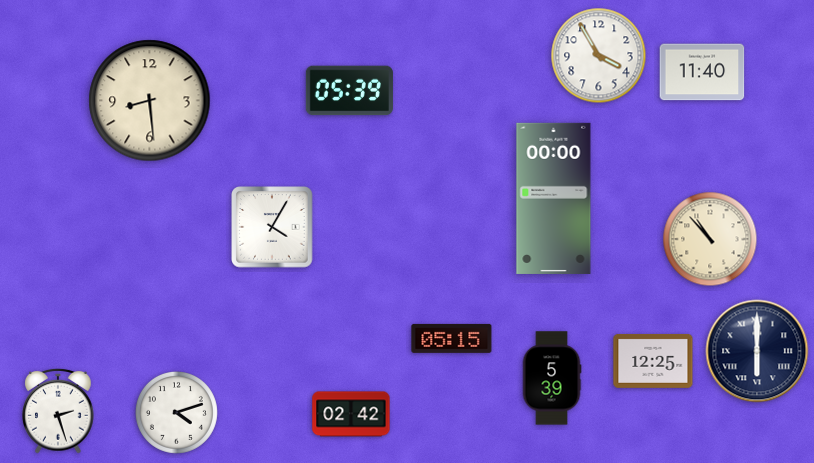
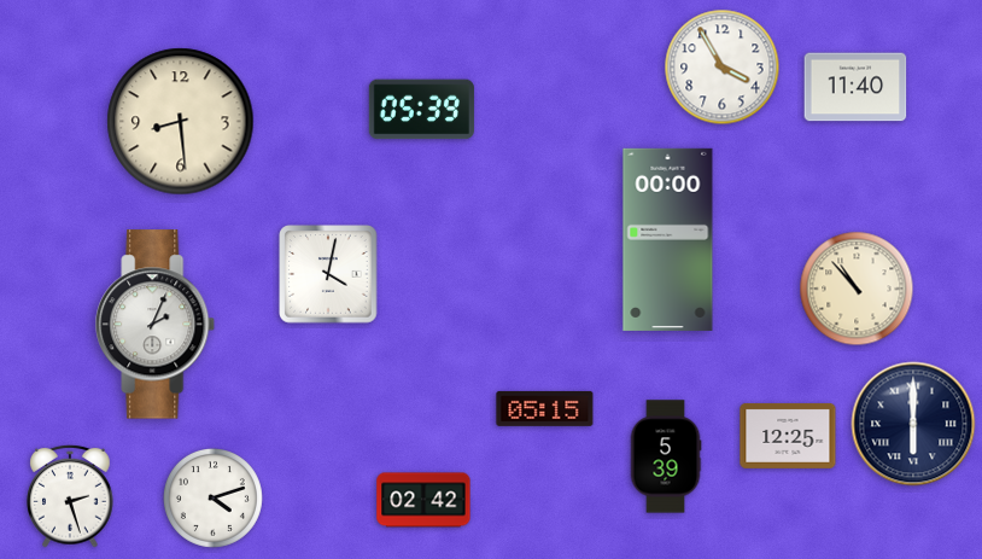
clock at (702, 72) position: (702, 72) -> (855, 87)
clock at (272, 227): 4:05 -> 4:02
clock at (156, 325): none -> 2:04
